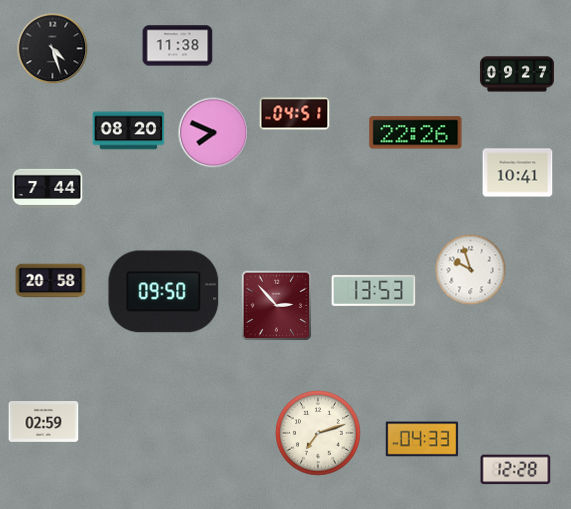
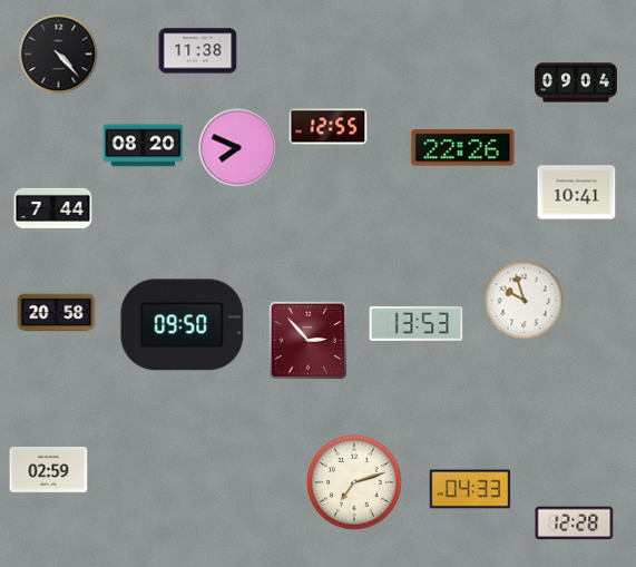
clock at (53, 49): 4:27 -> 4:23
clock at (517, 74): 09:27 -> 09:04
clock at (295, 114): 04:51 -> 12:55
